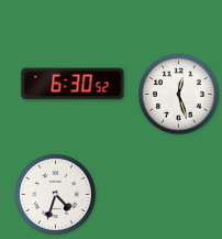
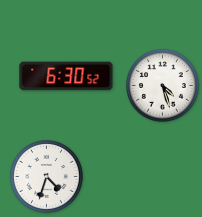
clock at (178, 94): 12:27 -> 4:27
clock at (55, 194) position: (55, 194) -> (46, 176)
